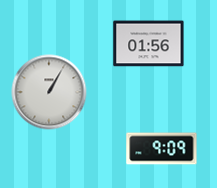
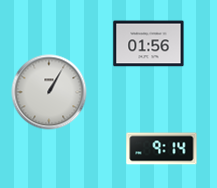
clock at (162, 149): 9:09 -> 9:14
